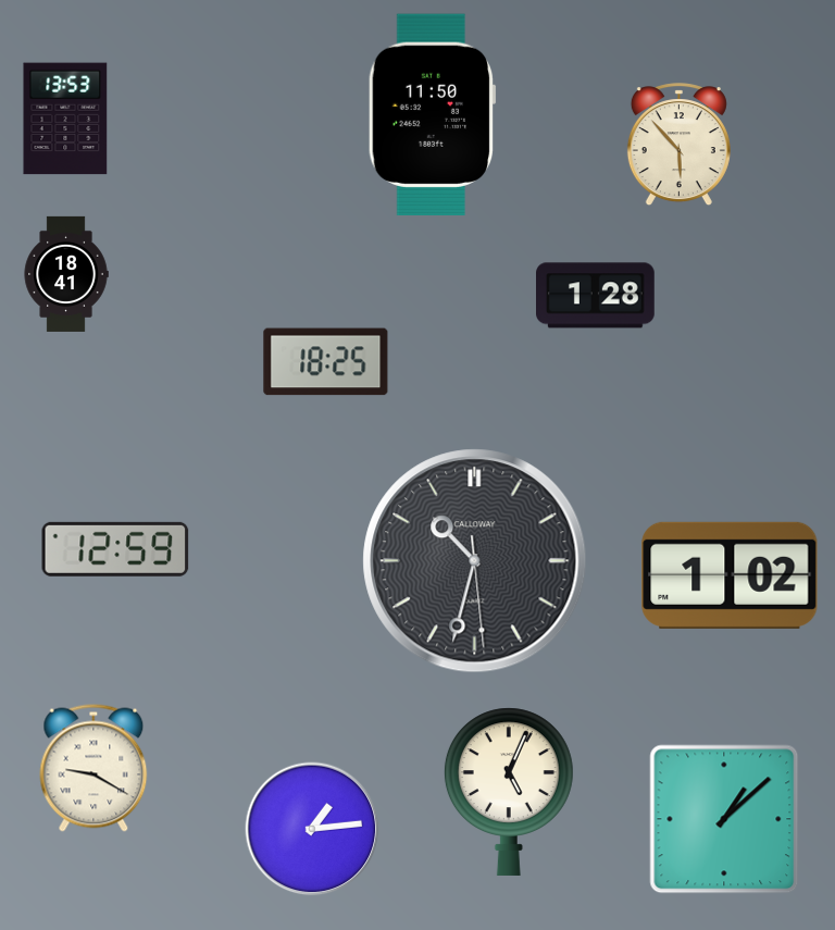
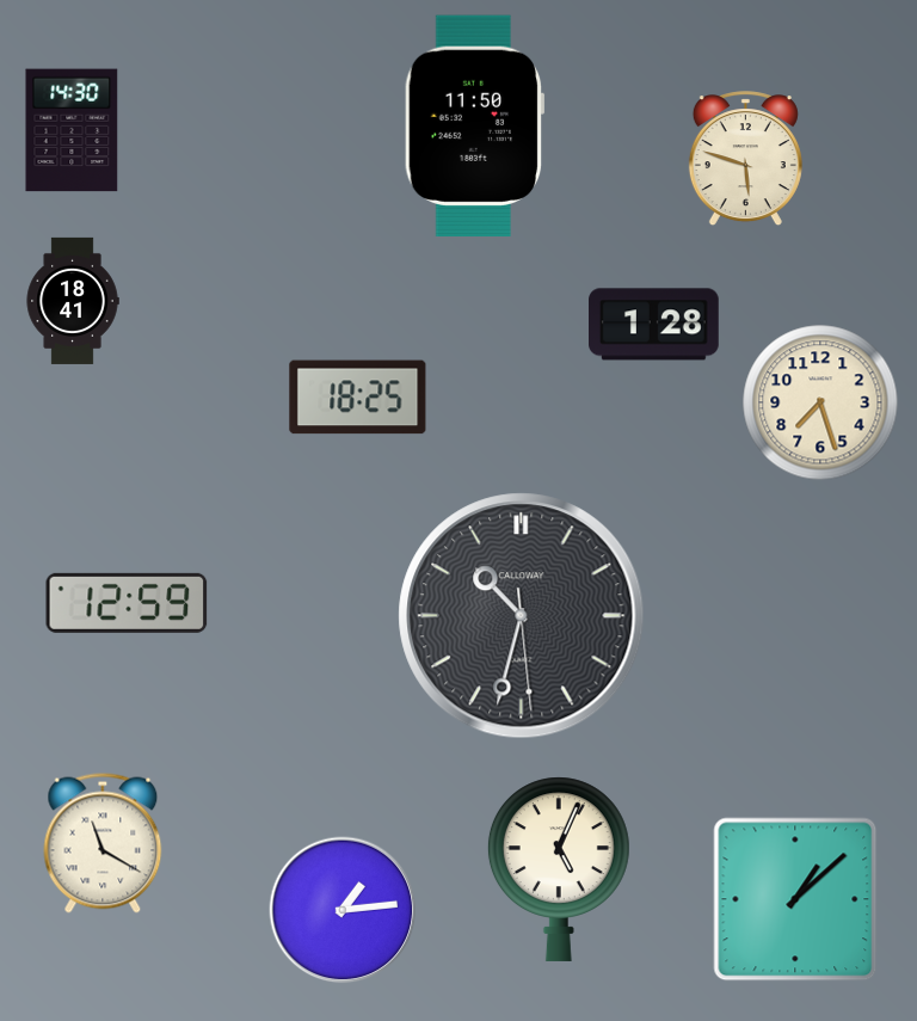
clock at (65, 119): 13:53 -> 14:30
clock at (678, 145): 5:53 -> 5:48
clock at (820, 402): none -> 7:27
clock at (730, 575): 1:02 -> none
clock at (94, 768): 9:20 -> 11:20
